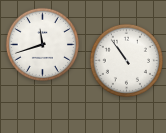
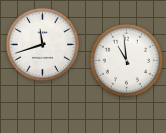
clock at (126, 60): 10:54 -> 10:59
